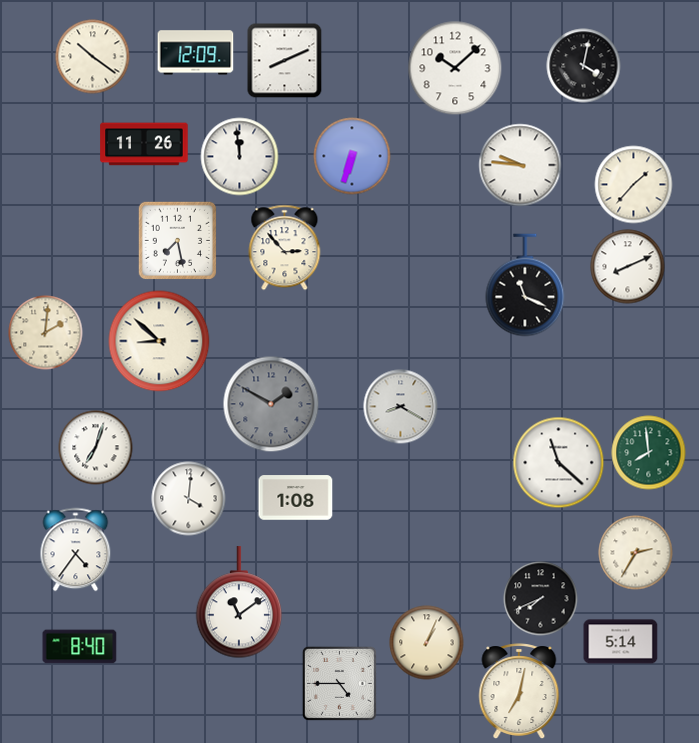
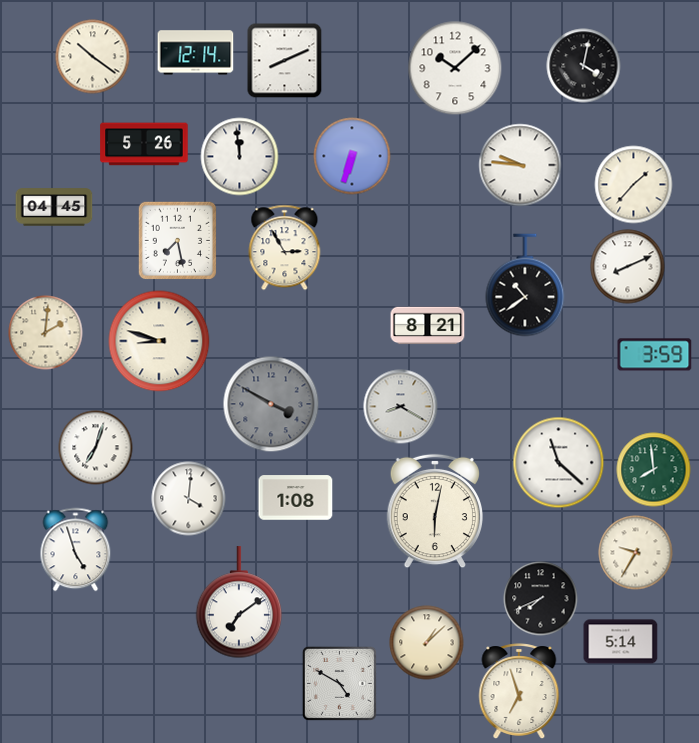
clock at (196, 53): 12:09 -> 12:14
clock at (144, 144): 11:26 -> 5:26
clock at (54, 207): none -> 04:45
clock at (285, 248): 2:53 -> 2:55
clock at (525, 285): 11:19 -> 10:39
clock at (428, 326): none -> 8:21
clock at (159, 341): 8:52 -> 8:48
clock at (655, 355): none -> 3:59
clock at (271, 404): 1:50 -> 3:50
clock at (649, 453) position: (649, 453) -> (654, 470)
clock at (434, 511): none -> 6:02
clock at (76, 550): 4:36 -> 4:57
clock at (636, 553): 2:35 -> 9:35
clock at (239, 603): 11:09 -> 7:09
clock at (427, 643): 1:04 -> 1:08
clock at (80, 647): 8:40 -> none
clock at (339, 683): 4:45 -> 4:50
clock at (519, 691): 7:02 -> 6:57
